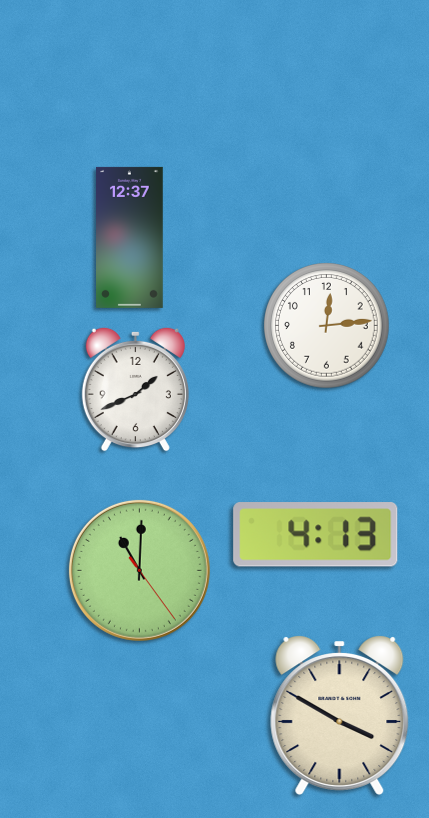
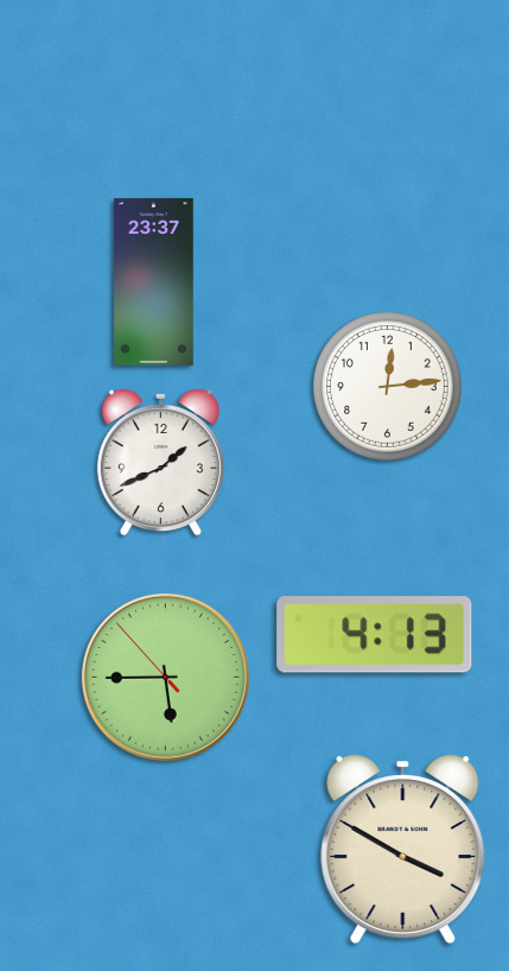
clock at (130, 237): 12:37 -> 23:37
clock at (139, 570): 11:00 -> 5:44
